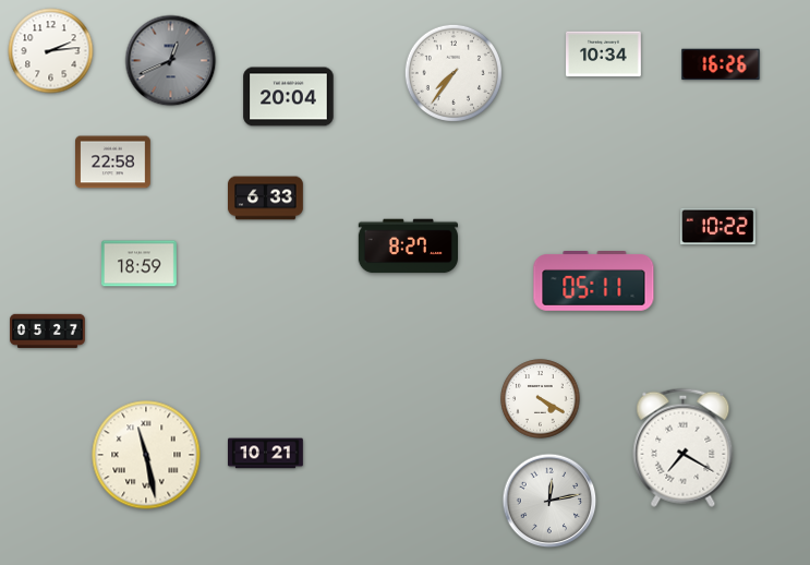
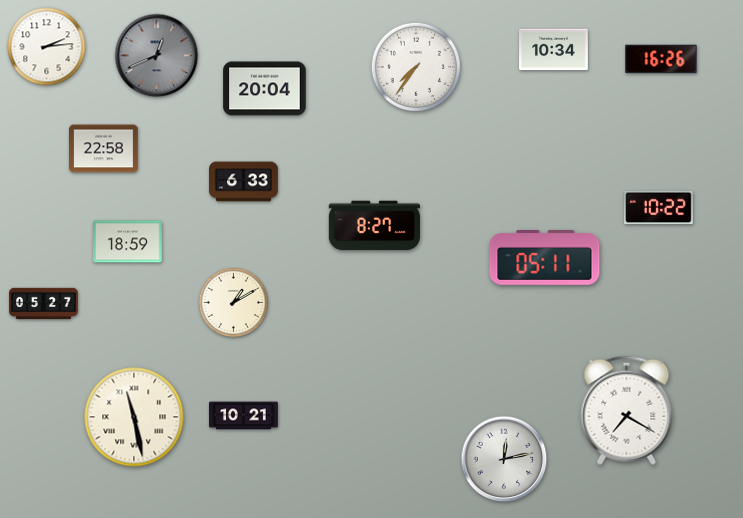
clock at (233, 302): none -> 1:10
clock at (541, 399): 4:20 -> none
